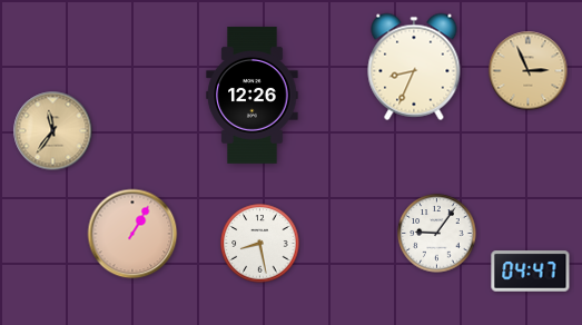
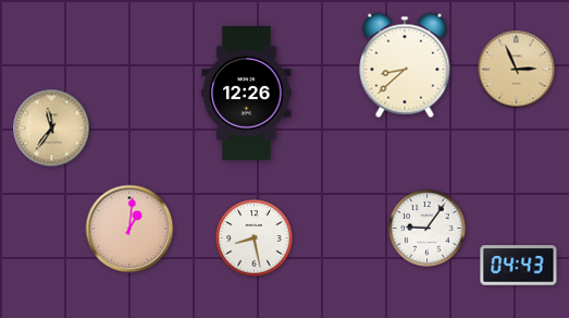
clock at (414, 67): 8:34 -> 8:38
clock at (132, 234): 1:05 -> 1:01
clock at (531, 272): 04:47 -> 04:43
